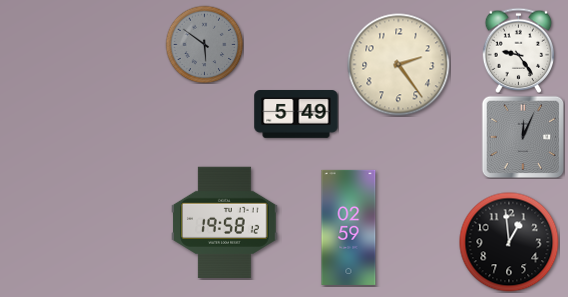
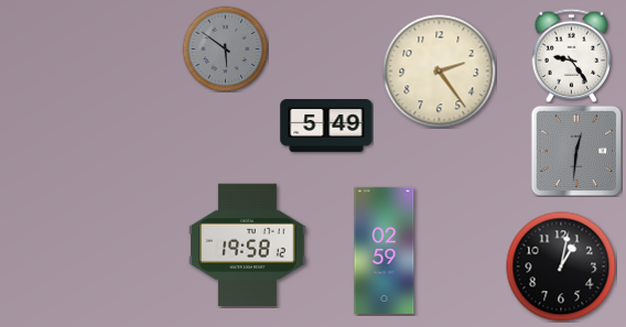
clock at (523, 137): 12:04 -> 12:31
clock at (509, 242): 12:59 -> 1:02
